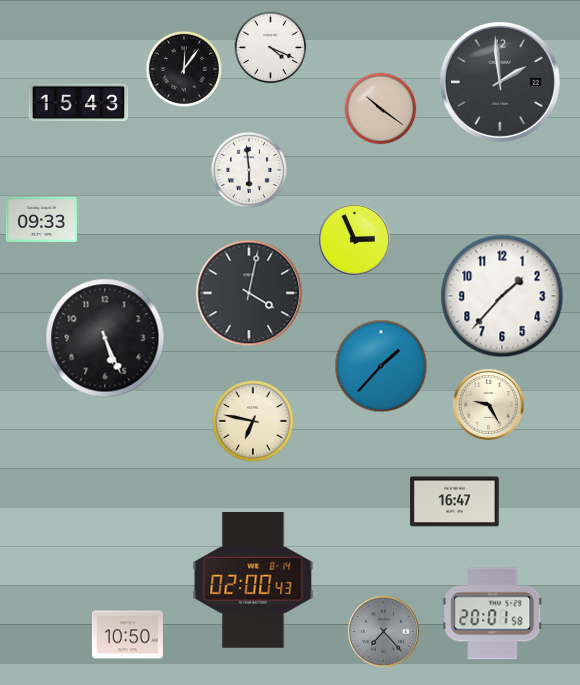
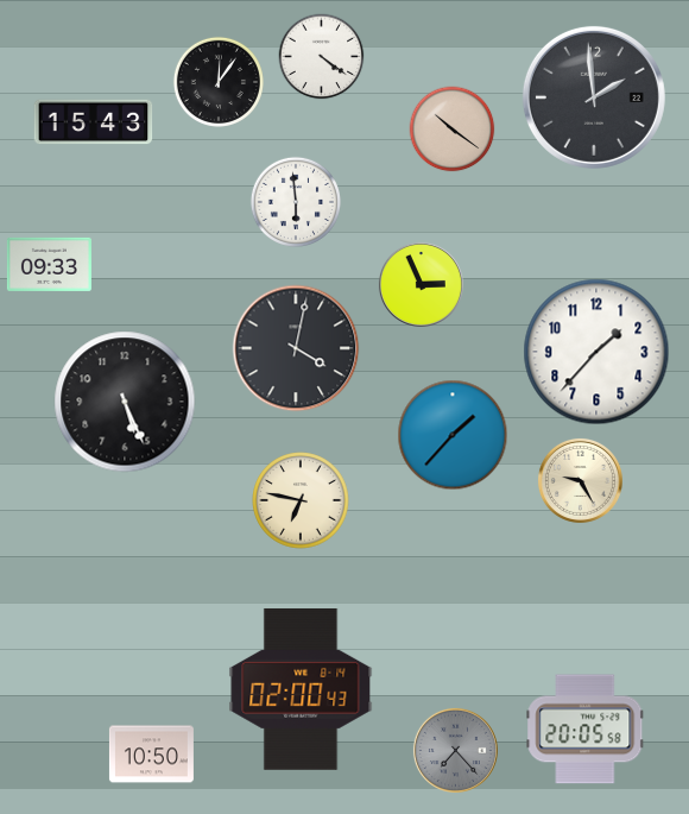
clock at (271, 48): 4:19 -> 4:21
clock at (41, 219) position: (41, 219) -> (49, 264)
clock at (455, 502): 16:47 -> none
clock at (493, 614): 20:01 -> 20:05
